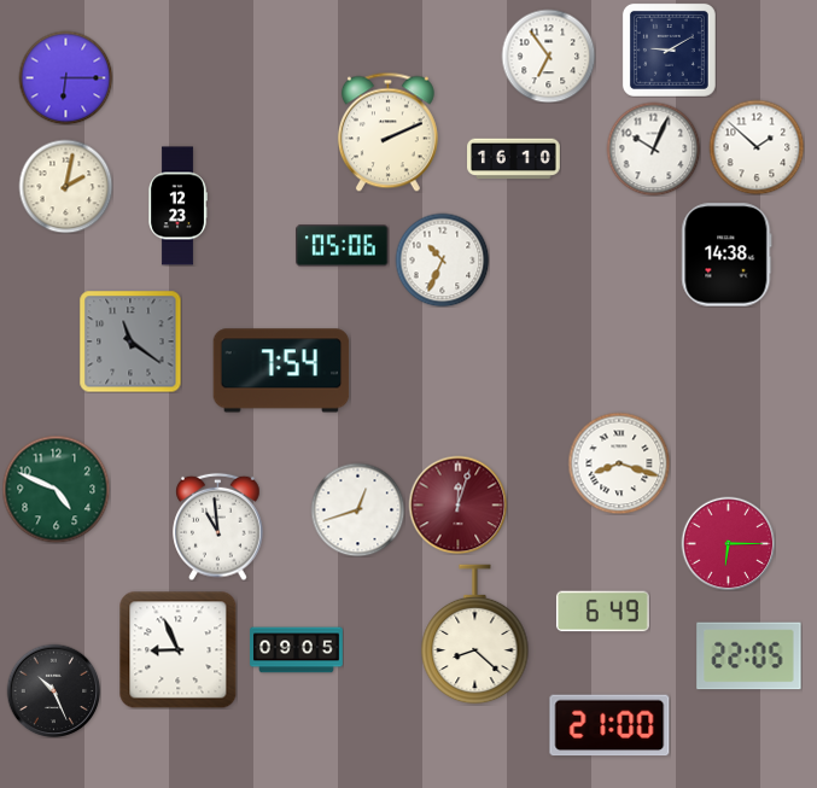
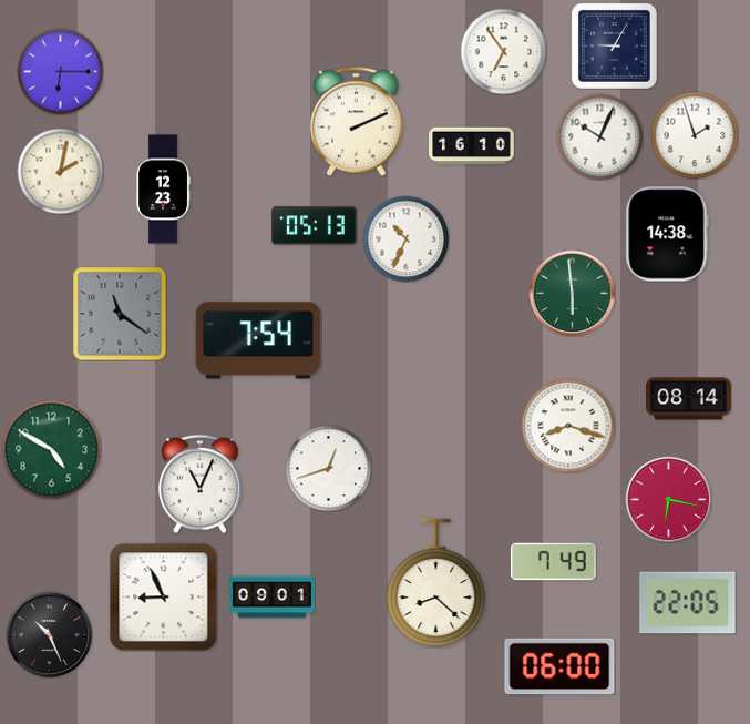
clock at (669, 49): 9:10 -> 9:05
clock at (757, 147): 1:52 -> 1:57
clock at (343, 246): 05:06 -> 05:13
clock at (572, 293): none -> 5:59
clock at (689, 399): none -> 08:14
clock at (56, 489): 4:49 -> 4:50
clock at (457, 504): 12:03 -> none
clock at (218, 526): 10:59 -> 11:04
clock at (728, 543): 6:15 -> 6:17
clock at (602, 612): 6:49 -> 7:49
clock at (297, 650): 09:05 -> 09:01
clock at (609, 725): 21:00 -> 06:00
